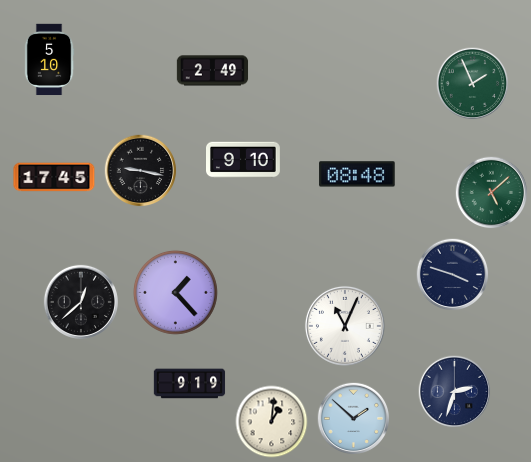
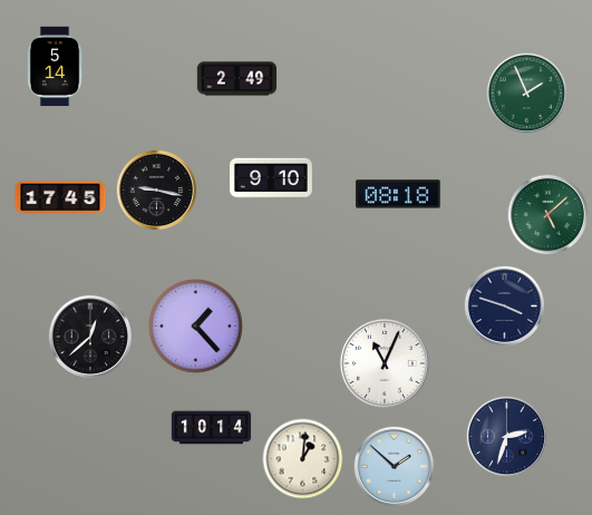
clock at (49, 60): 5:10 -> 5:14
clock at (357, 174): 08:48 -> 08:18
clock at (190, 384): 9:19 -> 10:14
clock at (272, 422) position: (272, 422) -> (303, 459)
